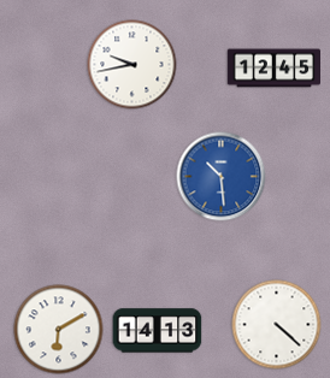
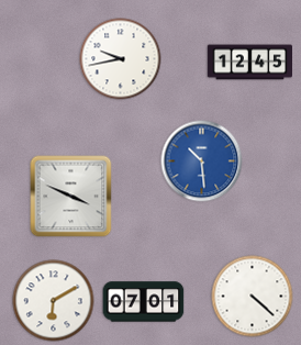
clock at (71, 197): none -> 3:49
clock at (158, 331): 14:13 -> 07:01
